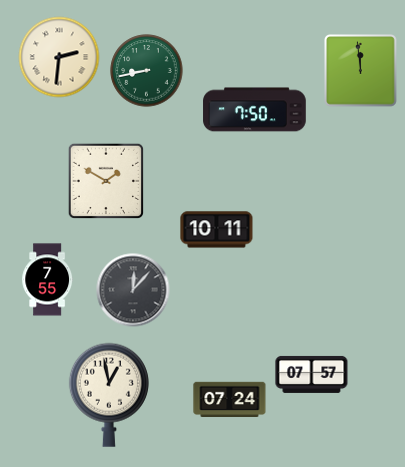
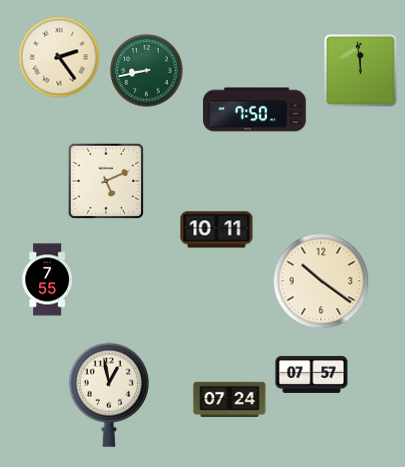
clock at (59, 57): 2:31 -> 2:24
clock at (105, 180): 1:50 -> 5:11
clock at (321, 281): none -> 10:21
clock at (133, 290): 12:07 -> none
